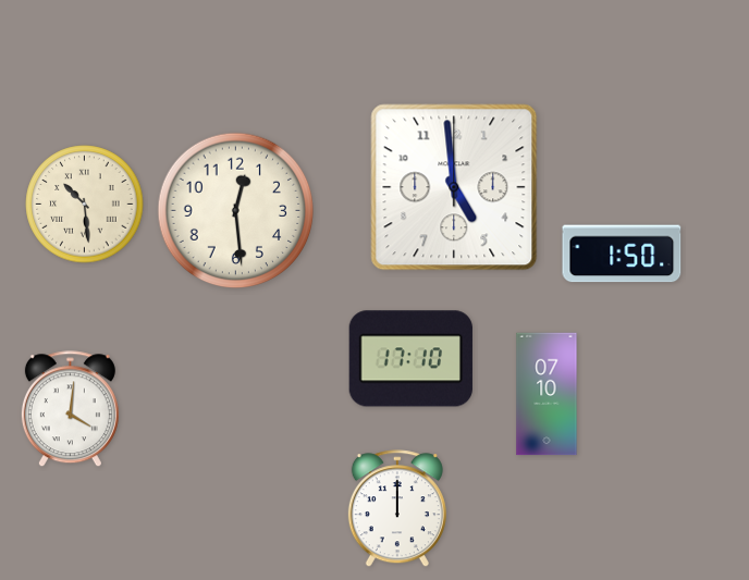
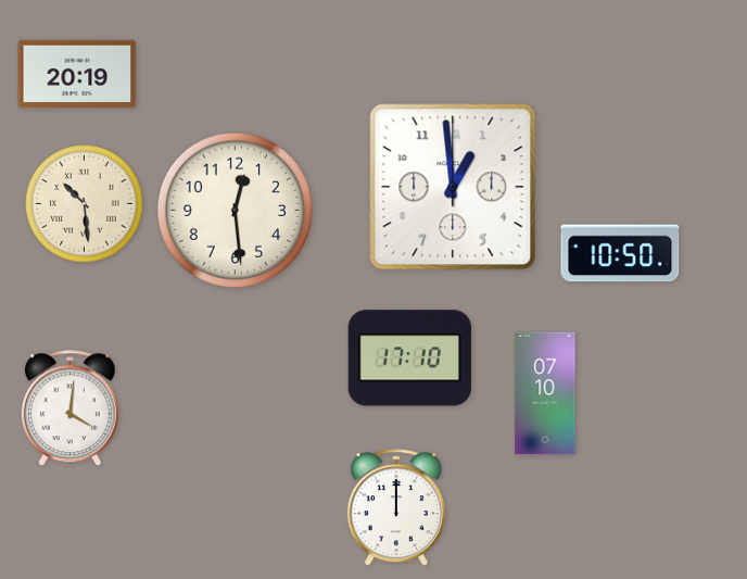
clock at (77, 74): none -> 20:19
clock at (454, 187): 4:59 -> 12:59
clock at (622, 254): 1:50 -> 10:50
